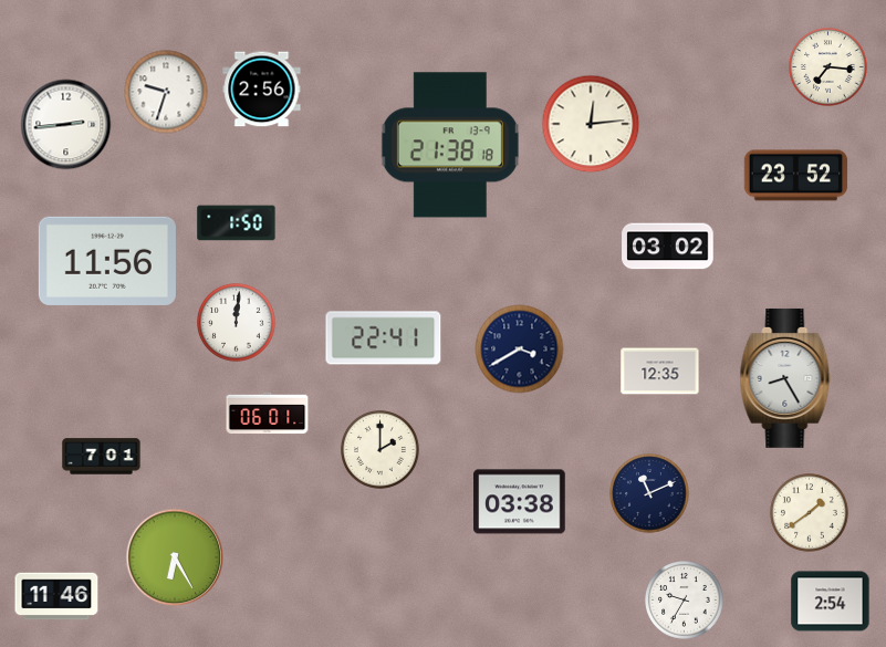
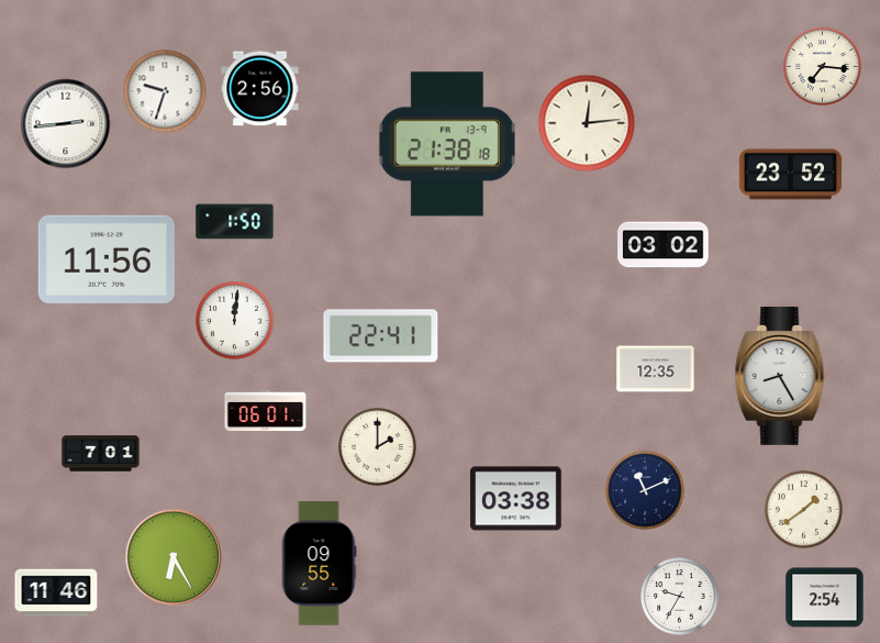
clock at (520, 349): 3:40 -> none
clock at (175, 557) position: (175, 557) -> (174, 557)
clock at (319, 564): none -> 09:55
